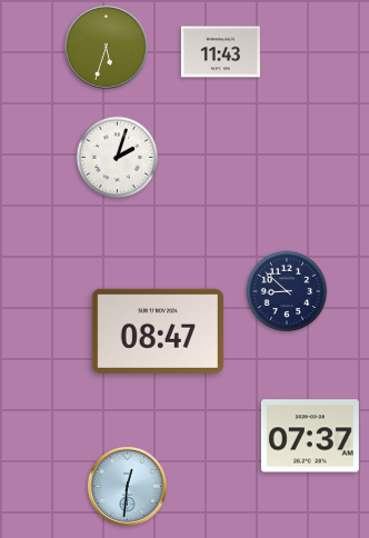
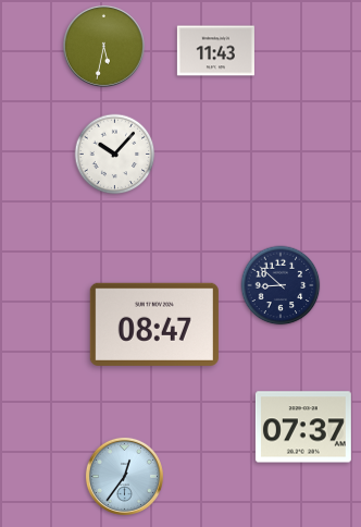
clock at (106, 47): 5:33 -> 5:32
clock at (118, 158): 2:03 -> 10:07
clock at (127, 486): 12:31 -> 12:36
